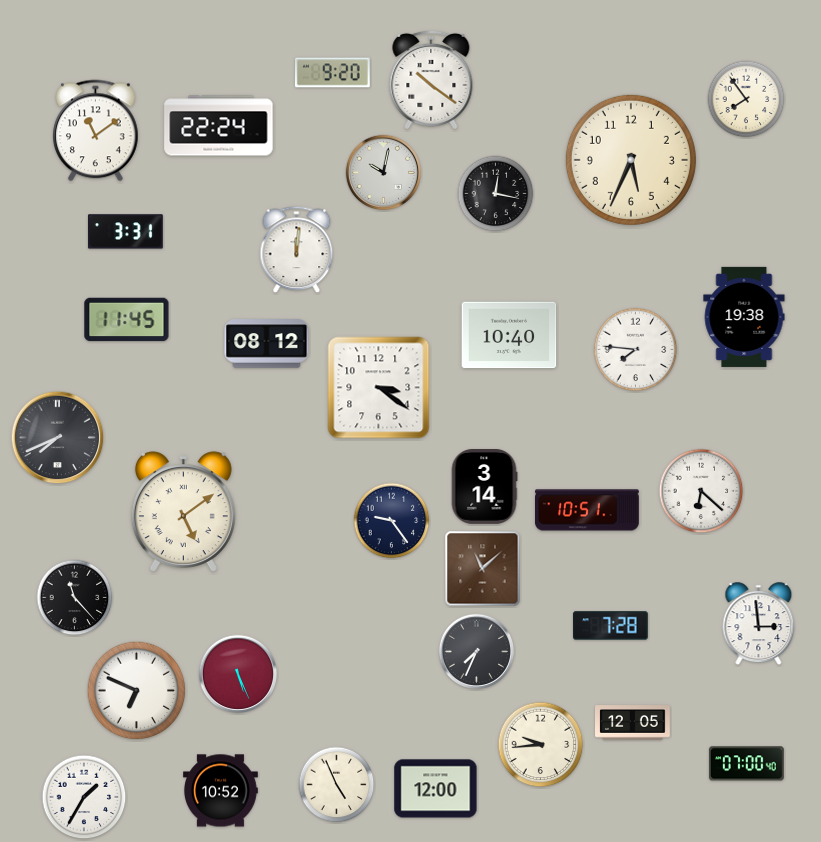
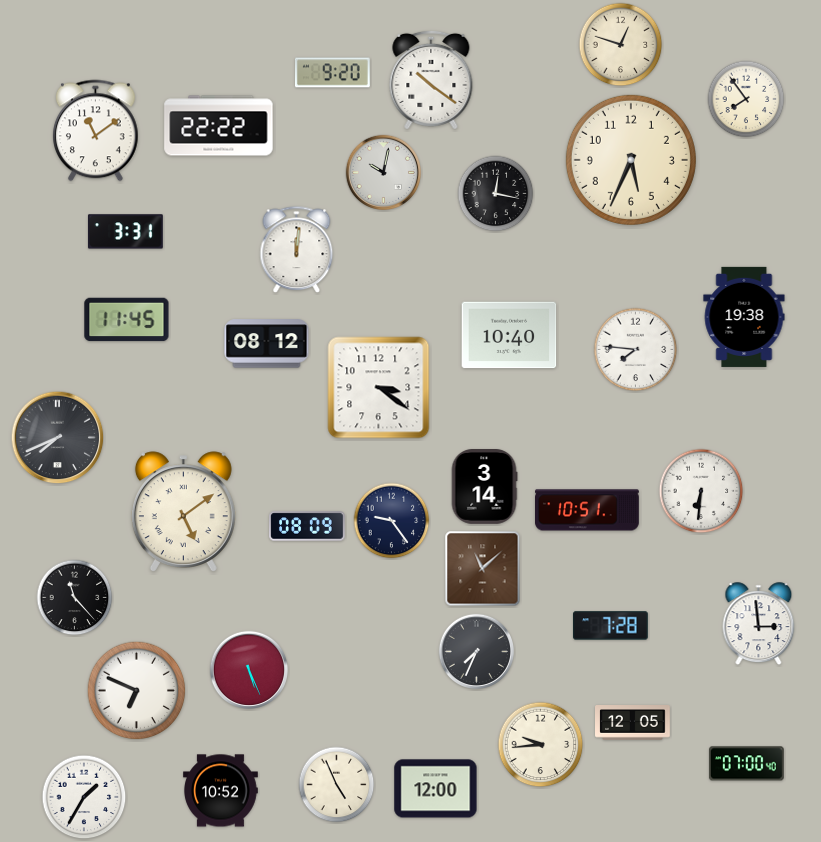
clock at (621, 45): none -> 12:48
clock at (219, 126): 22:24 -> 22:22
clock at (701, 491): 6:22 -> 6:31
clock at (307, 526): none -> 08:09
clock at (238, 674) position: (238, 674) -> (249, 670)
